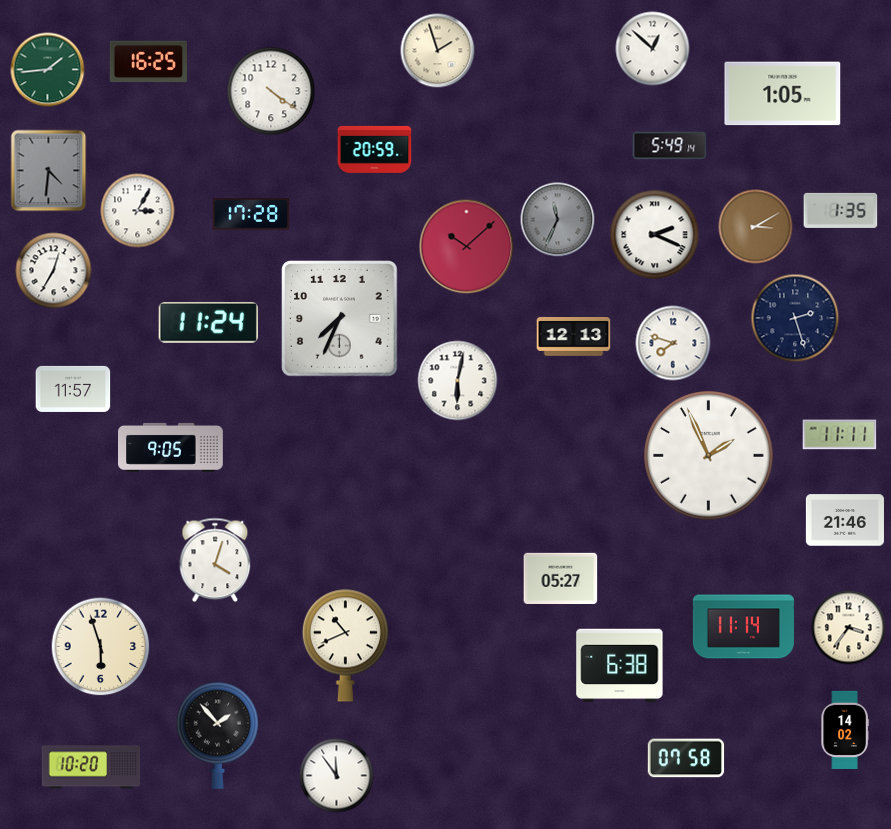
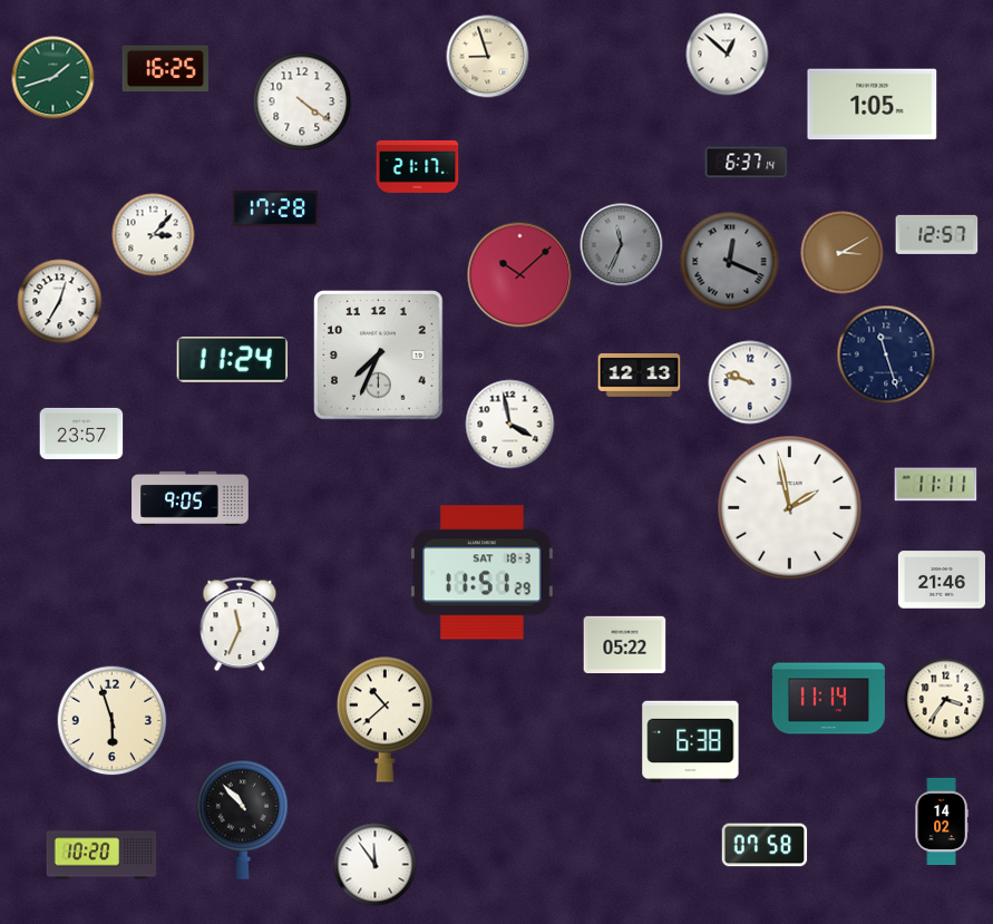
clock at (438, 51): 1:57 -> 8:57
clock at (48, 70): 1:44 -> 1:42
clock at (670, 146): 5:49 -> 6:37
clock at (375, 149): 20:59 -> 21:17
clock at (49, 171): 4:31 -> none
clock at (841, 210): 1:35 -> 12:57
clock at (138, 211): 3:05 -> 3:07
clock at (251, 215) position: (251, 215) -> (275, 210)
clock at (655, 235): 2:19 -> 12:19
clock at (655, 235) dial: white -> grey
clock at (795, 318): 2:27 -> 11:27
clock at (673, 343): 7:48 -> 9:48
clock at (458, 381): 6:02 -> 3:58
clock at (73, 389): 11:57 -> 23:57
clock at (709, 456): 1:56 -> 1:58
clock at (483, 573): none -> 11:51
clock at (215, 560): 4:03 -> 11:34
clock at (561, 578): 05:27 -> 05:22
clock at (345, 645): 10:41 -> 10:38
clock at (845, 729) position: (845, 729) -> (942, 820)
clock at (217, 735): 1:53 -> 10:53
